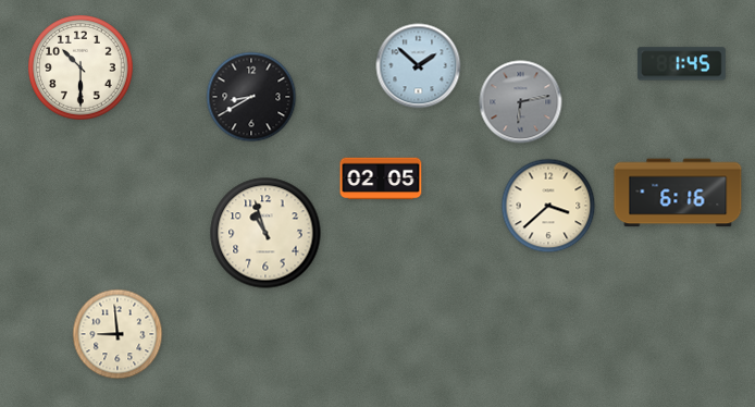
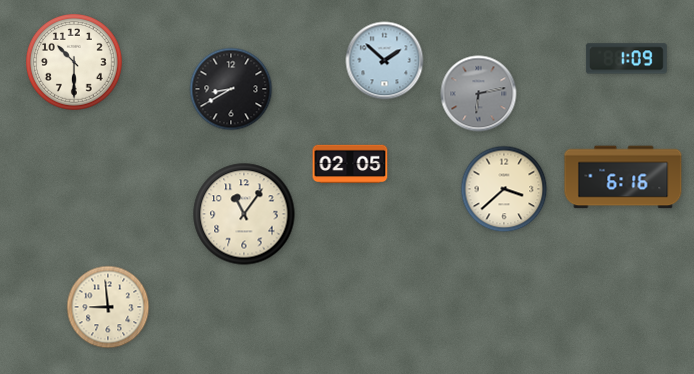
clock at (681, 64): 1:45 -> 1:09
clock at (265, 233): 10:57 -> 11:06
